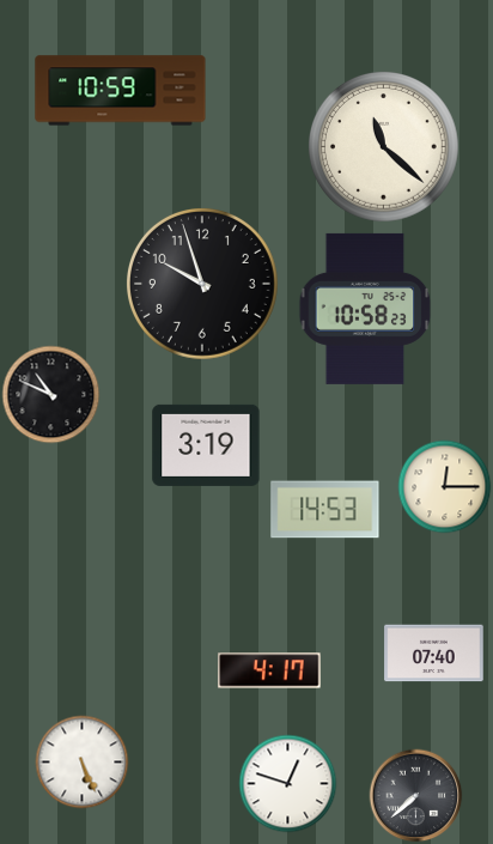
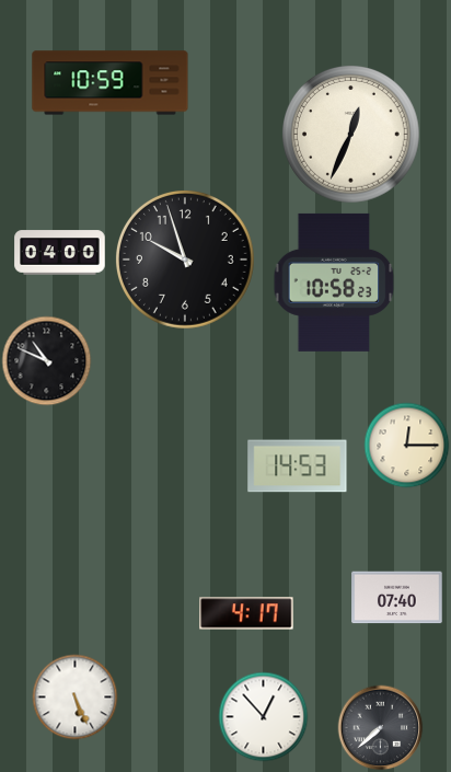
clock at (384, 147): 11:22 -> 12:34
clock at (60, 253): none -> 04:00
clock at (206, 445): 3:19 -> none
clock at (287, 783): 12:48 -> 12:53
